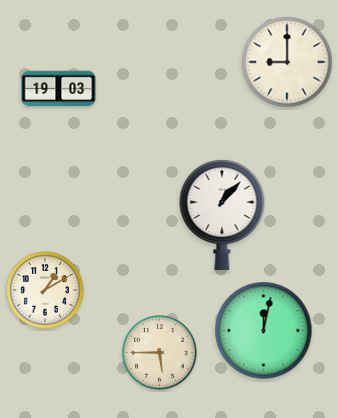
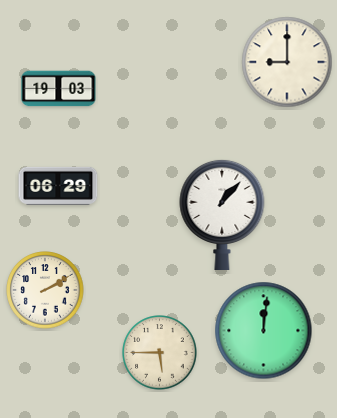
clock at (58, 186): none -> 06:29
clock at (45, 290): 1:10 -> 2:10
clock at (264, 331): 12:02 -> 12:01
